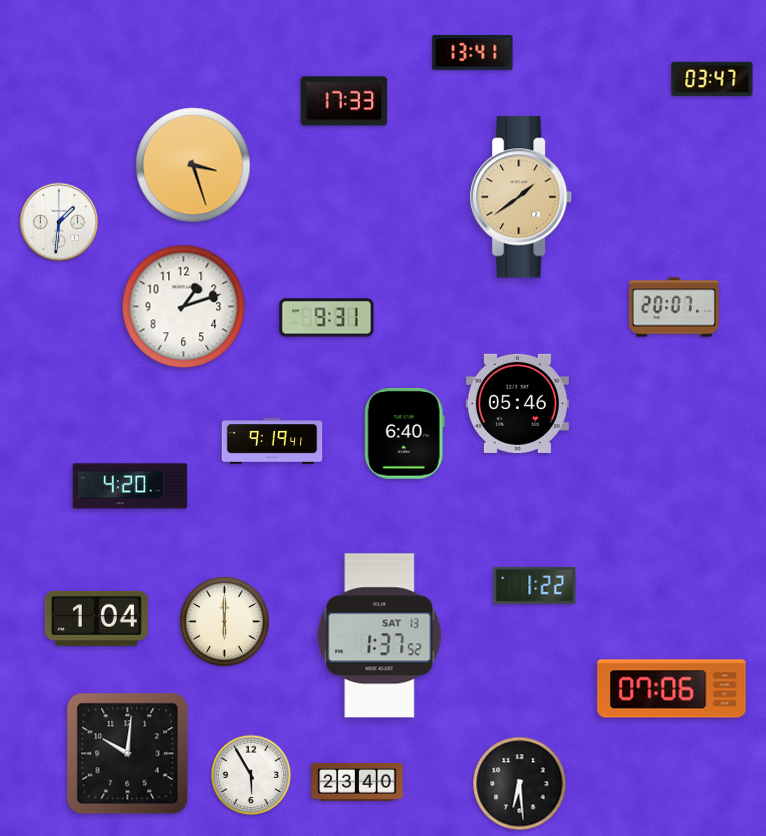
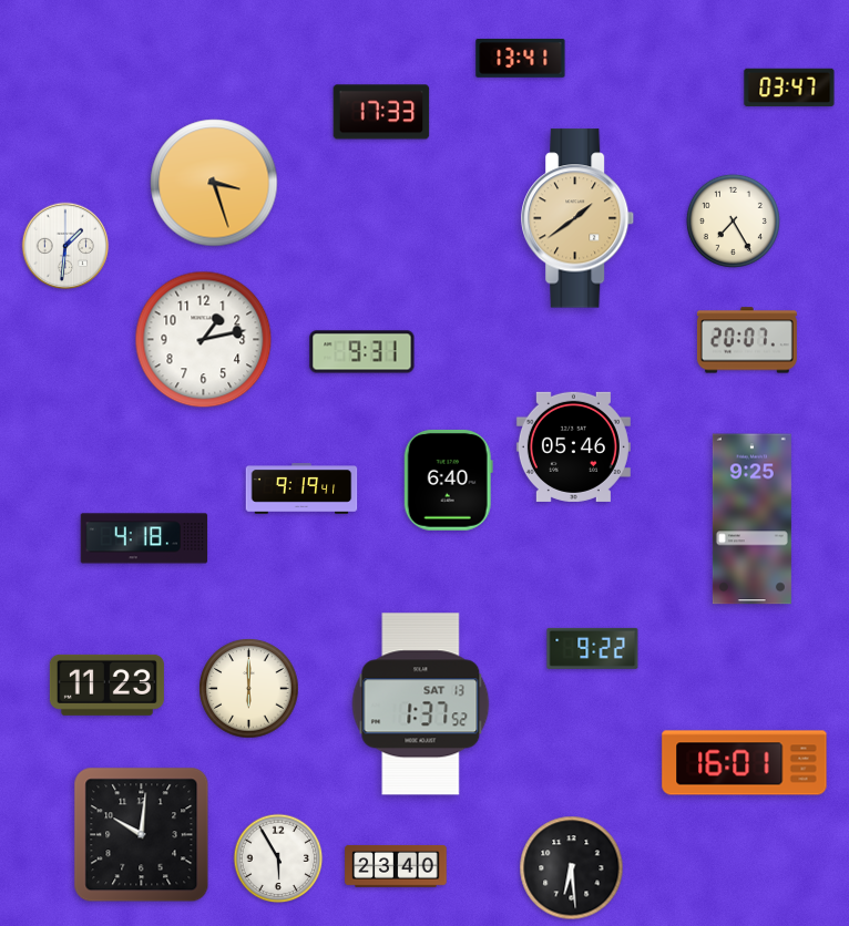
clock at (473, 52) position: (473, 52) -> (521, 58)
clock at (733, 220): none -> 7:25
clock at (184, 307): 1:12 -> 1:13
clock at (751, 519): none -> 9:25
clock at (130, 486): 4:20 -> 4:18
clock at (535, 585): 1:22 -> 9:22
clock at (96, 618): 1:04 -> 11:23
clock at (672, 689): 07:06 -> 16:01
clock at (520, 784) position: (520, 784) -> (572, 868)
